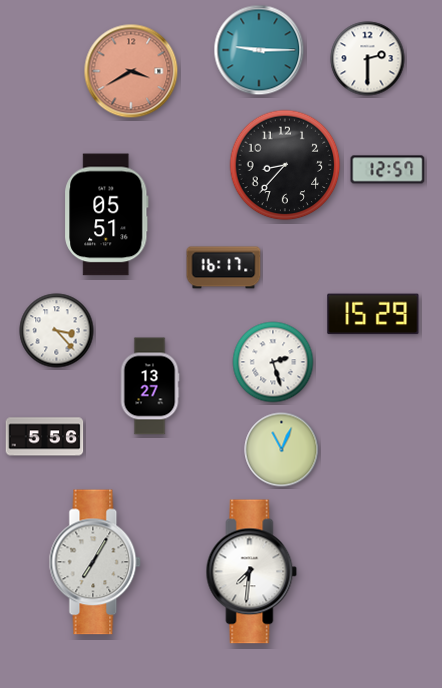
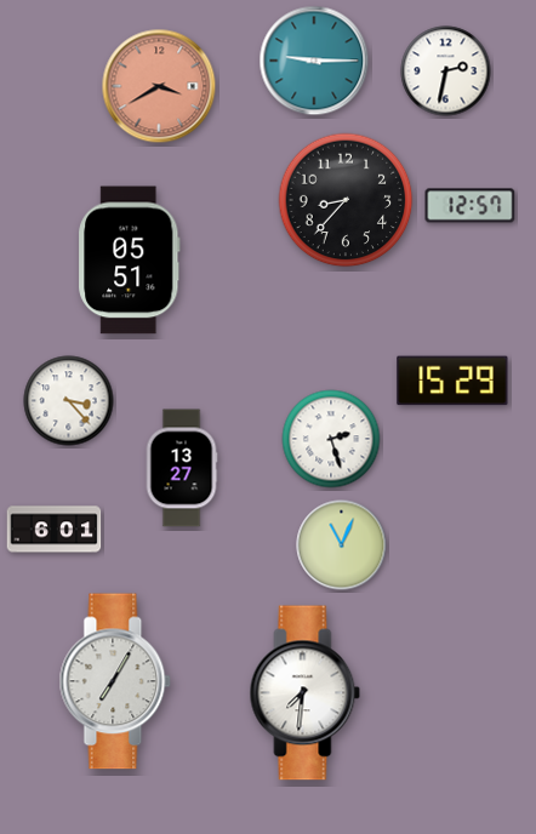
clock at (368, 59): 2:30 -> 2:32
clock at (224, 268): 16:17 -> none
clock at (45, 437): 5:56 -> 6:01
